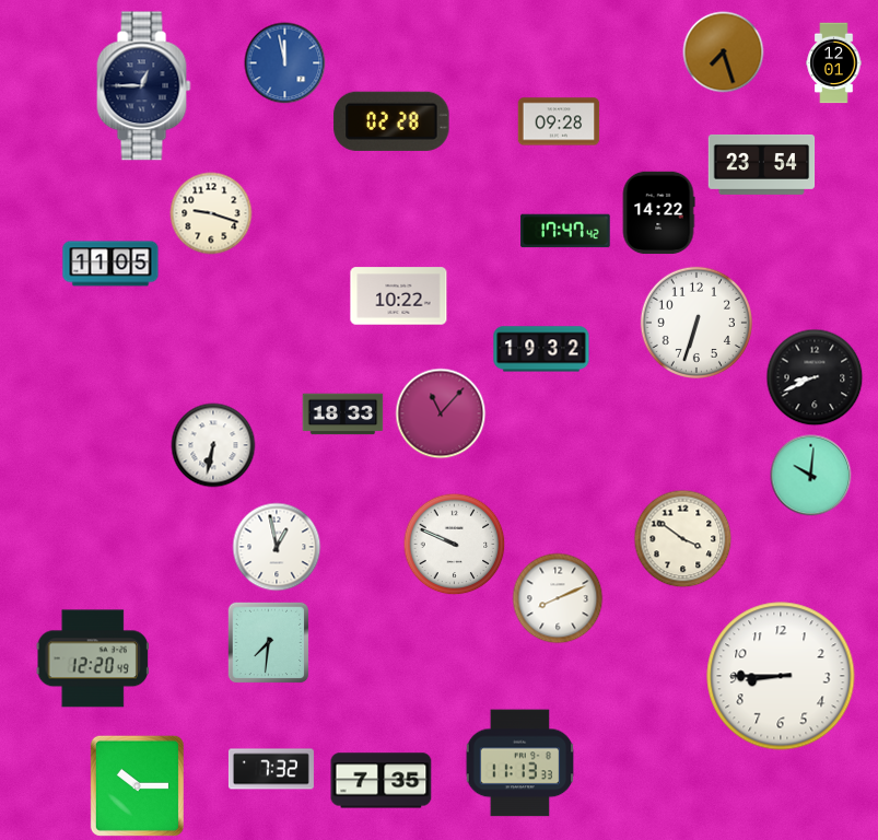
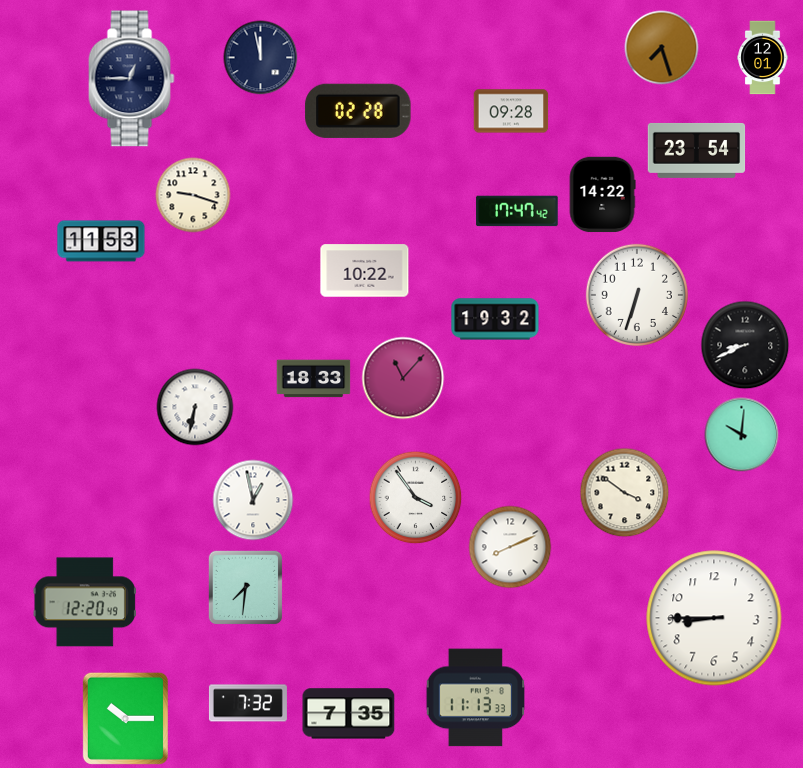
clock at (285, 63) dial: blue -> navy
clock at (110, 264): 11:05 -> 11:53
clock at (455, 545): 9:49 -> 3:54
